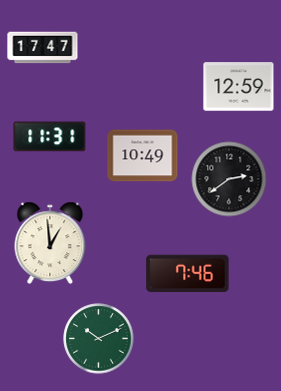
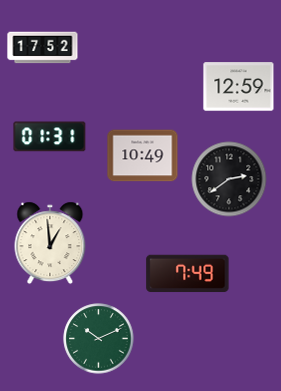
clock at (43, 48): 17:47 -> 17:52
clock at (50, 137): 11:31 -> 01:31
clock at (188, 274): 7:46 -> 7:49
